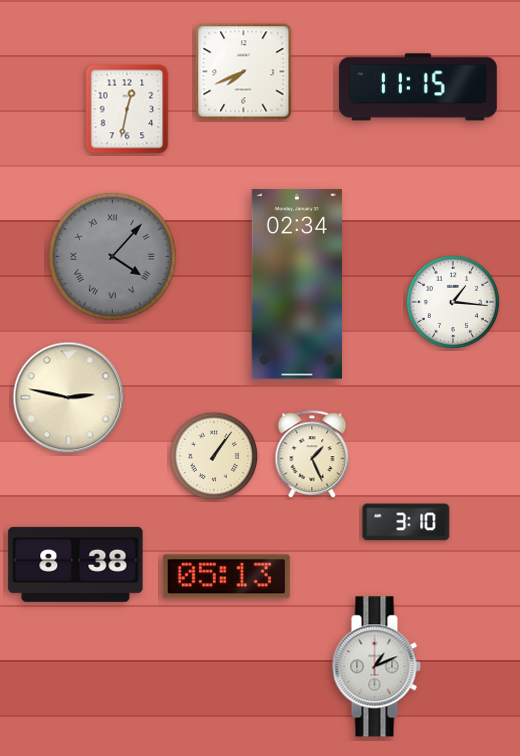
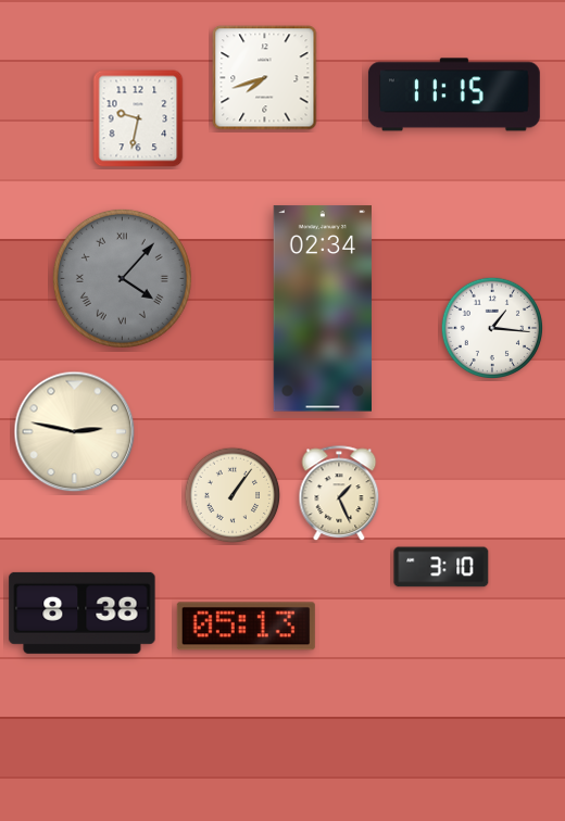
clock at (244, 72): 7:41 -> 7:42
clock at (127, 109): 12:32 -> 9:32
clock at (376, 667): 1:11 -> none
